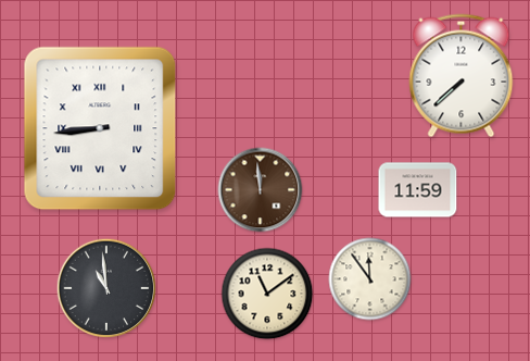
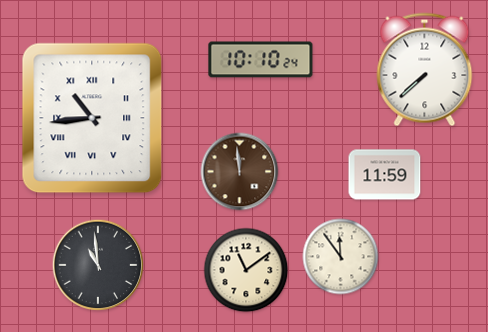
clock at (261, 60): none -> 10:10
clock at (100, 128): 8:44 -> 10:44
clock at (261, 190) position: (261, 190) -> (240, 172)
